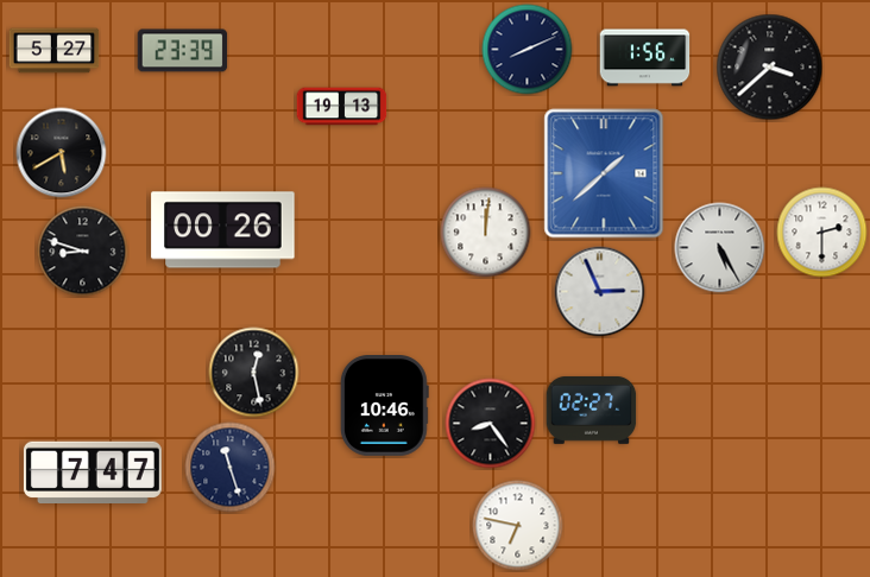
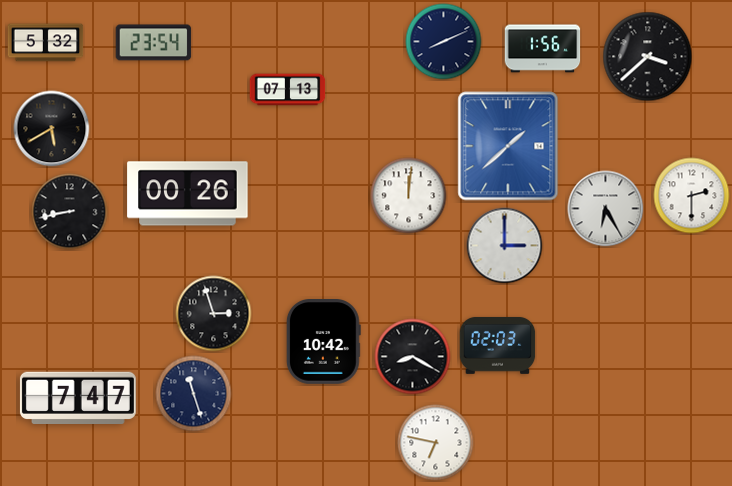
clock at (55, 51): 5:27 -> 5:32
clock at (183, 51): 23:39 -> 23:54
clock at (342, 107): 19:13 -> 07:13
clock at (720, 248): 5:25 -> 6:25
clock at (83, 252): 8:48 -> 8:43
clock at (600, 292): 2:56 -> 3:00
clock at (254, 373): 12:28 -> 2:57
clock at (384, 406): 10:46 -> 10:42
clock at (592, 410): 02:27 -> 02:03
clock at (491, 424): 8:24 -> 8:20
